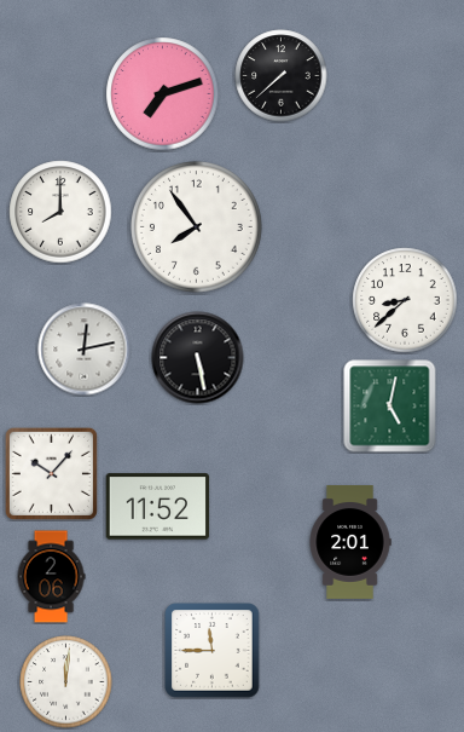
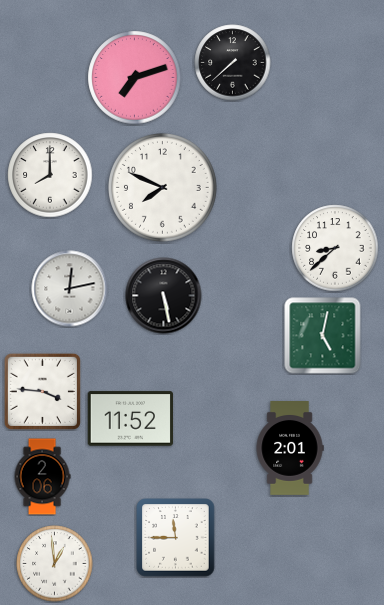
clock at (197, 227): 7:54 -> 7:49
clock at (51, 473): 10:07 -> 3:46
clock at (66, 682): 12:01 -> 12:59
